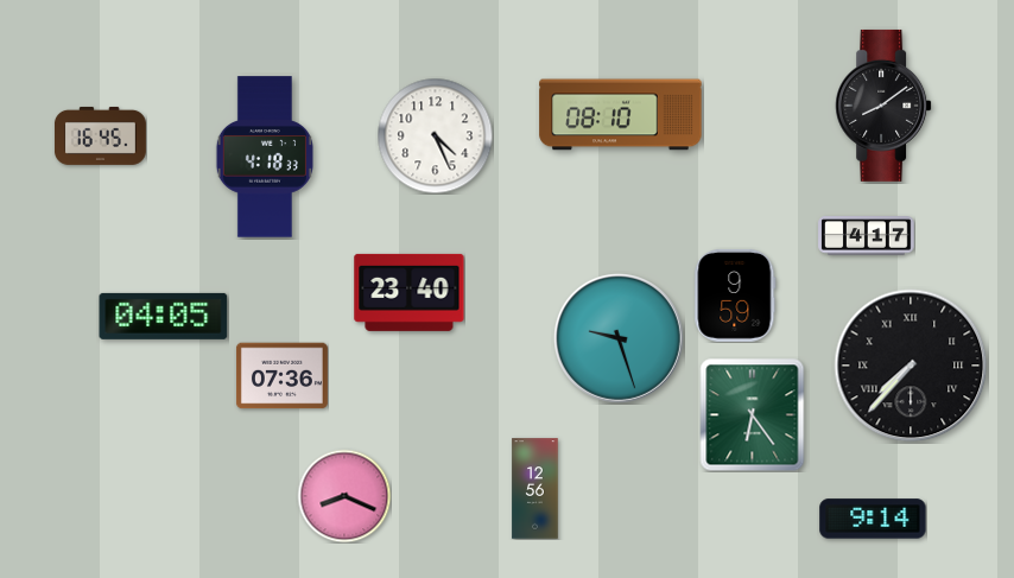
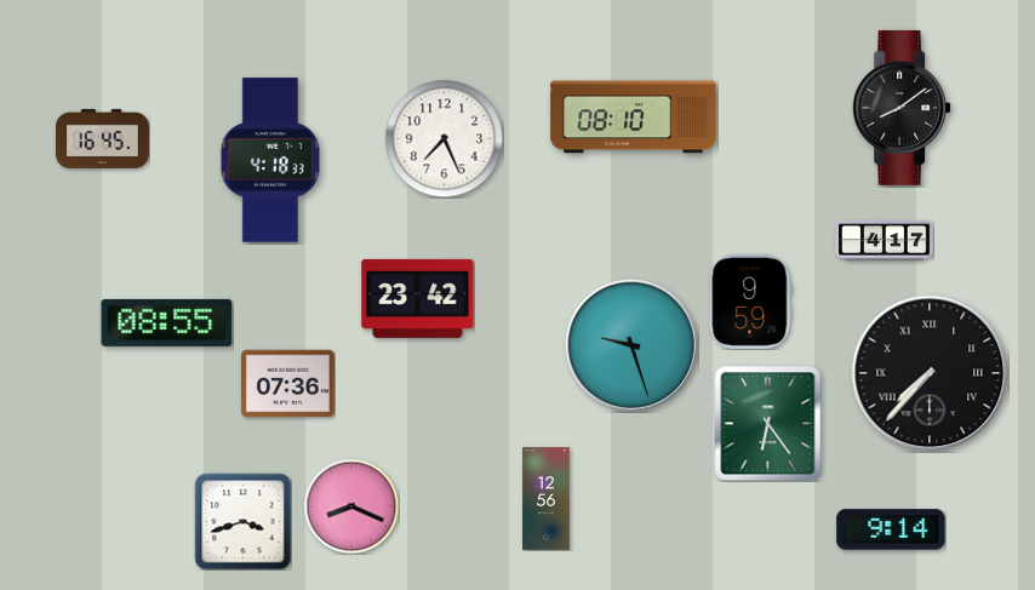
clock at (435, 135): 4:26 -> 7:26
clock at (410, 292): 23:40 -> 23:42
clock at (164, 316): 04:05 -> 08:55
clock at (242, 521): none -> 3:42
